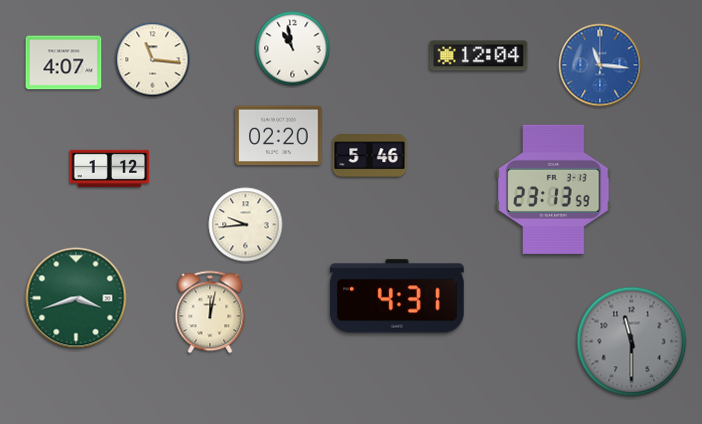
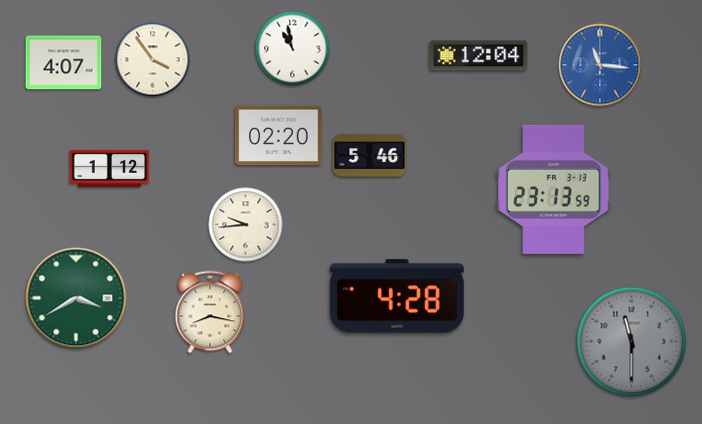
clock at (153, 60): 11:16 -> 3:54
clock at (398, 296): 4:31 -> 4:28
clock at (76, 298): 3:42 -> 3:40
clock at (210, 312): 12:02 -> 8:17
